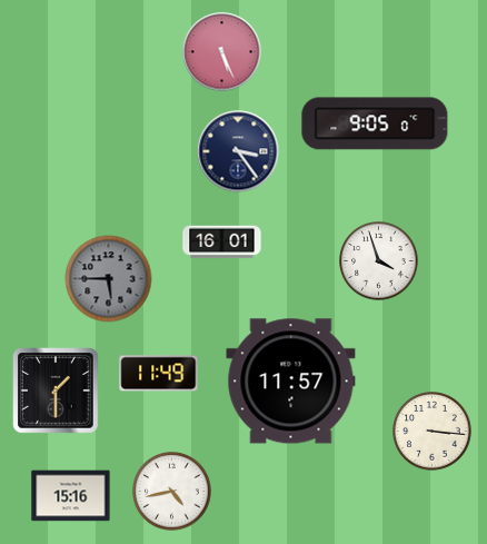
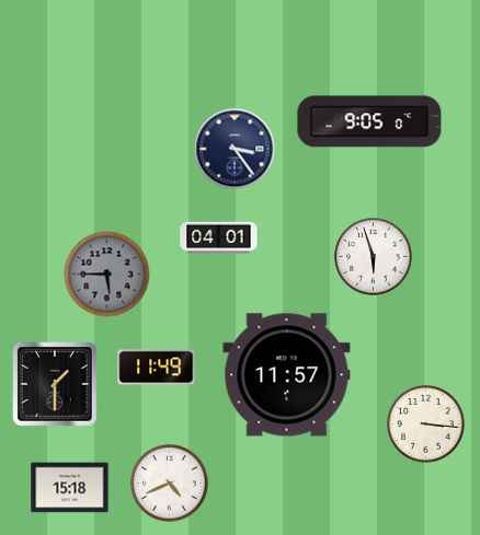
clock at (222, 52): 5:26 -> none
clock at (222, 243): 16:01 -> 04:01
clock at (379, 261): 3:57 -> 5:57
clock at (172, 492): 4:43 -> 4:41
clock at (71, 496): 15:16 -> 15:18
